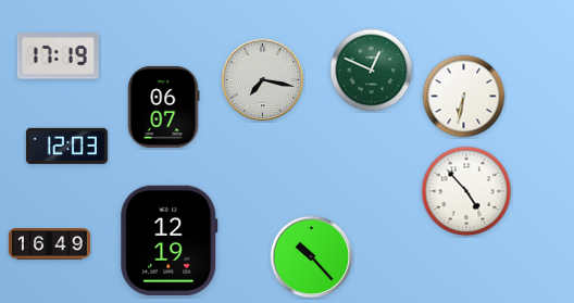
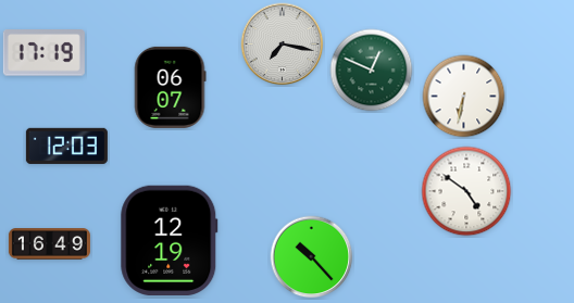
clock at (58, 56) position: (58, 56) -> (43, 53)
clock at (263, 80) position: (263, 80) -> (283, 45)
clock at (164, 106) position: (164, 106) -> (171, 87)
clock at (466, 191): 4:53 -> 4:51
